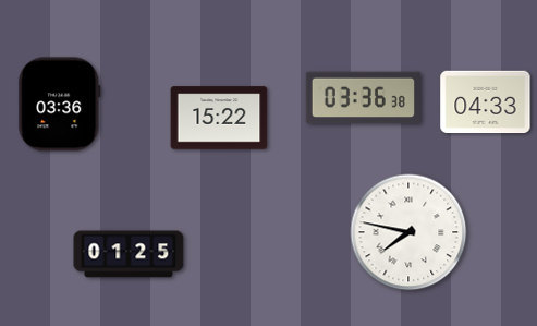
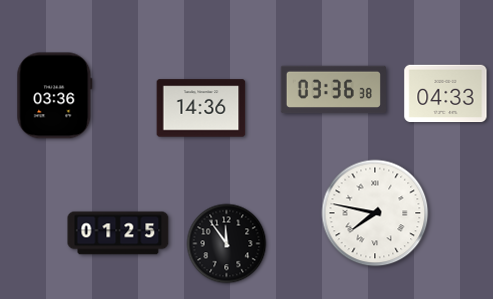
clock at (219, 118): 15:22 -> 14:36
clock at (227, 244): none -> 11:54
